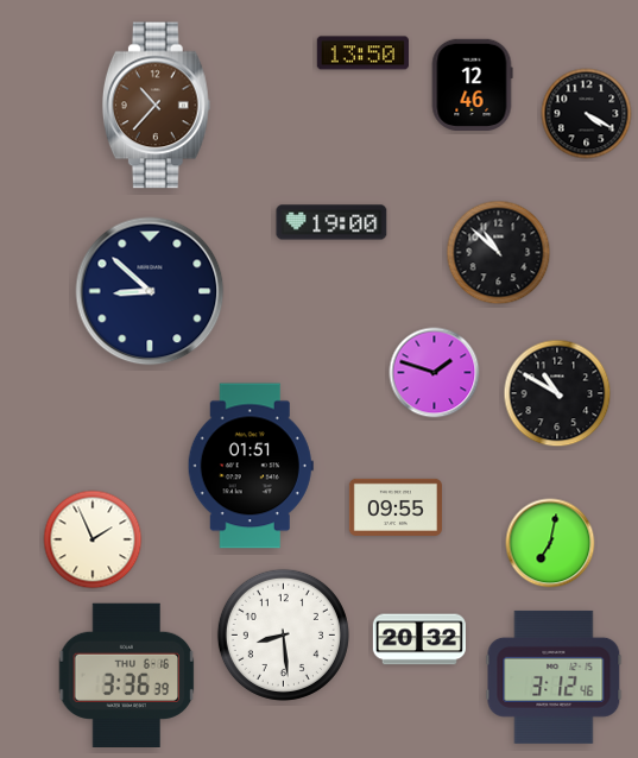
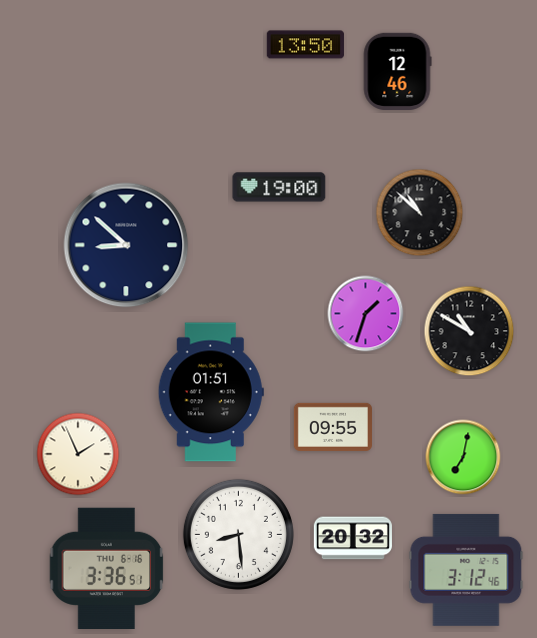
clock at (156, 106): 10:37 -> none
clock at (587, 114): 4:20 -> none
clock at (435, 373): 1:48 -> 1:33
clock at (127, 675): 3:36:39 -> 3:36:51
